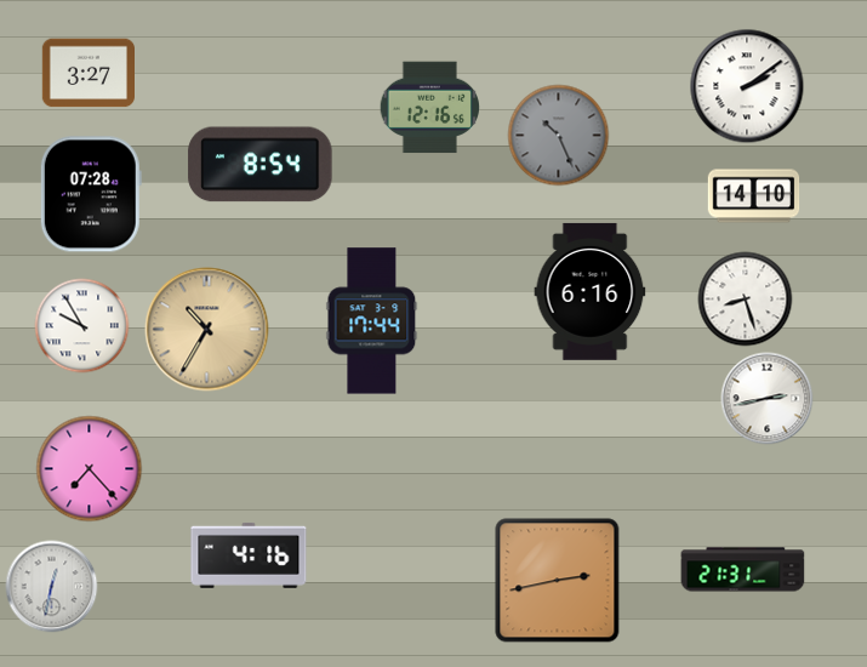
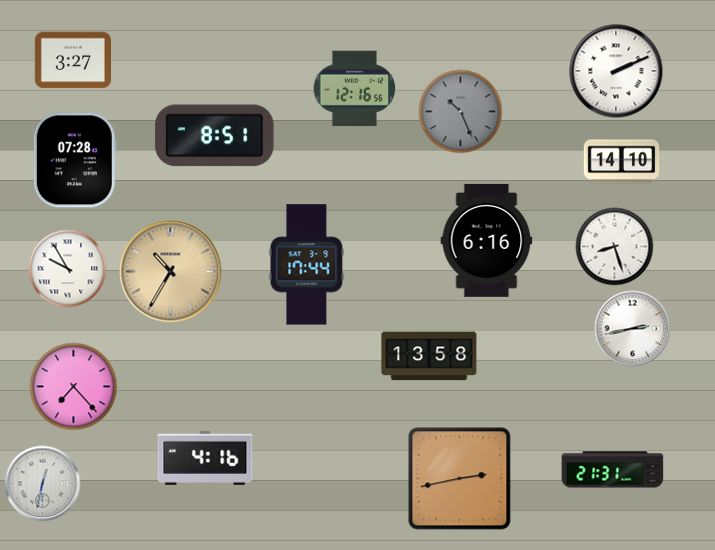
clock at (747, 86): 2:09 -> 2:11
clock at (261, 165): 8:54 -> 8:51
clock at (429, 356): none -> 13:58
